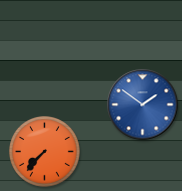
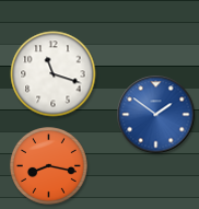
clock at (54, 74): none -> 11:18
clock at (45, 152): 7:37 -> 8:17
